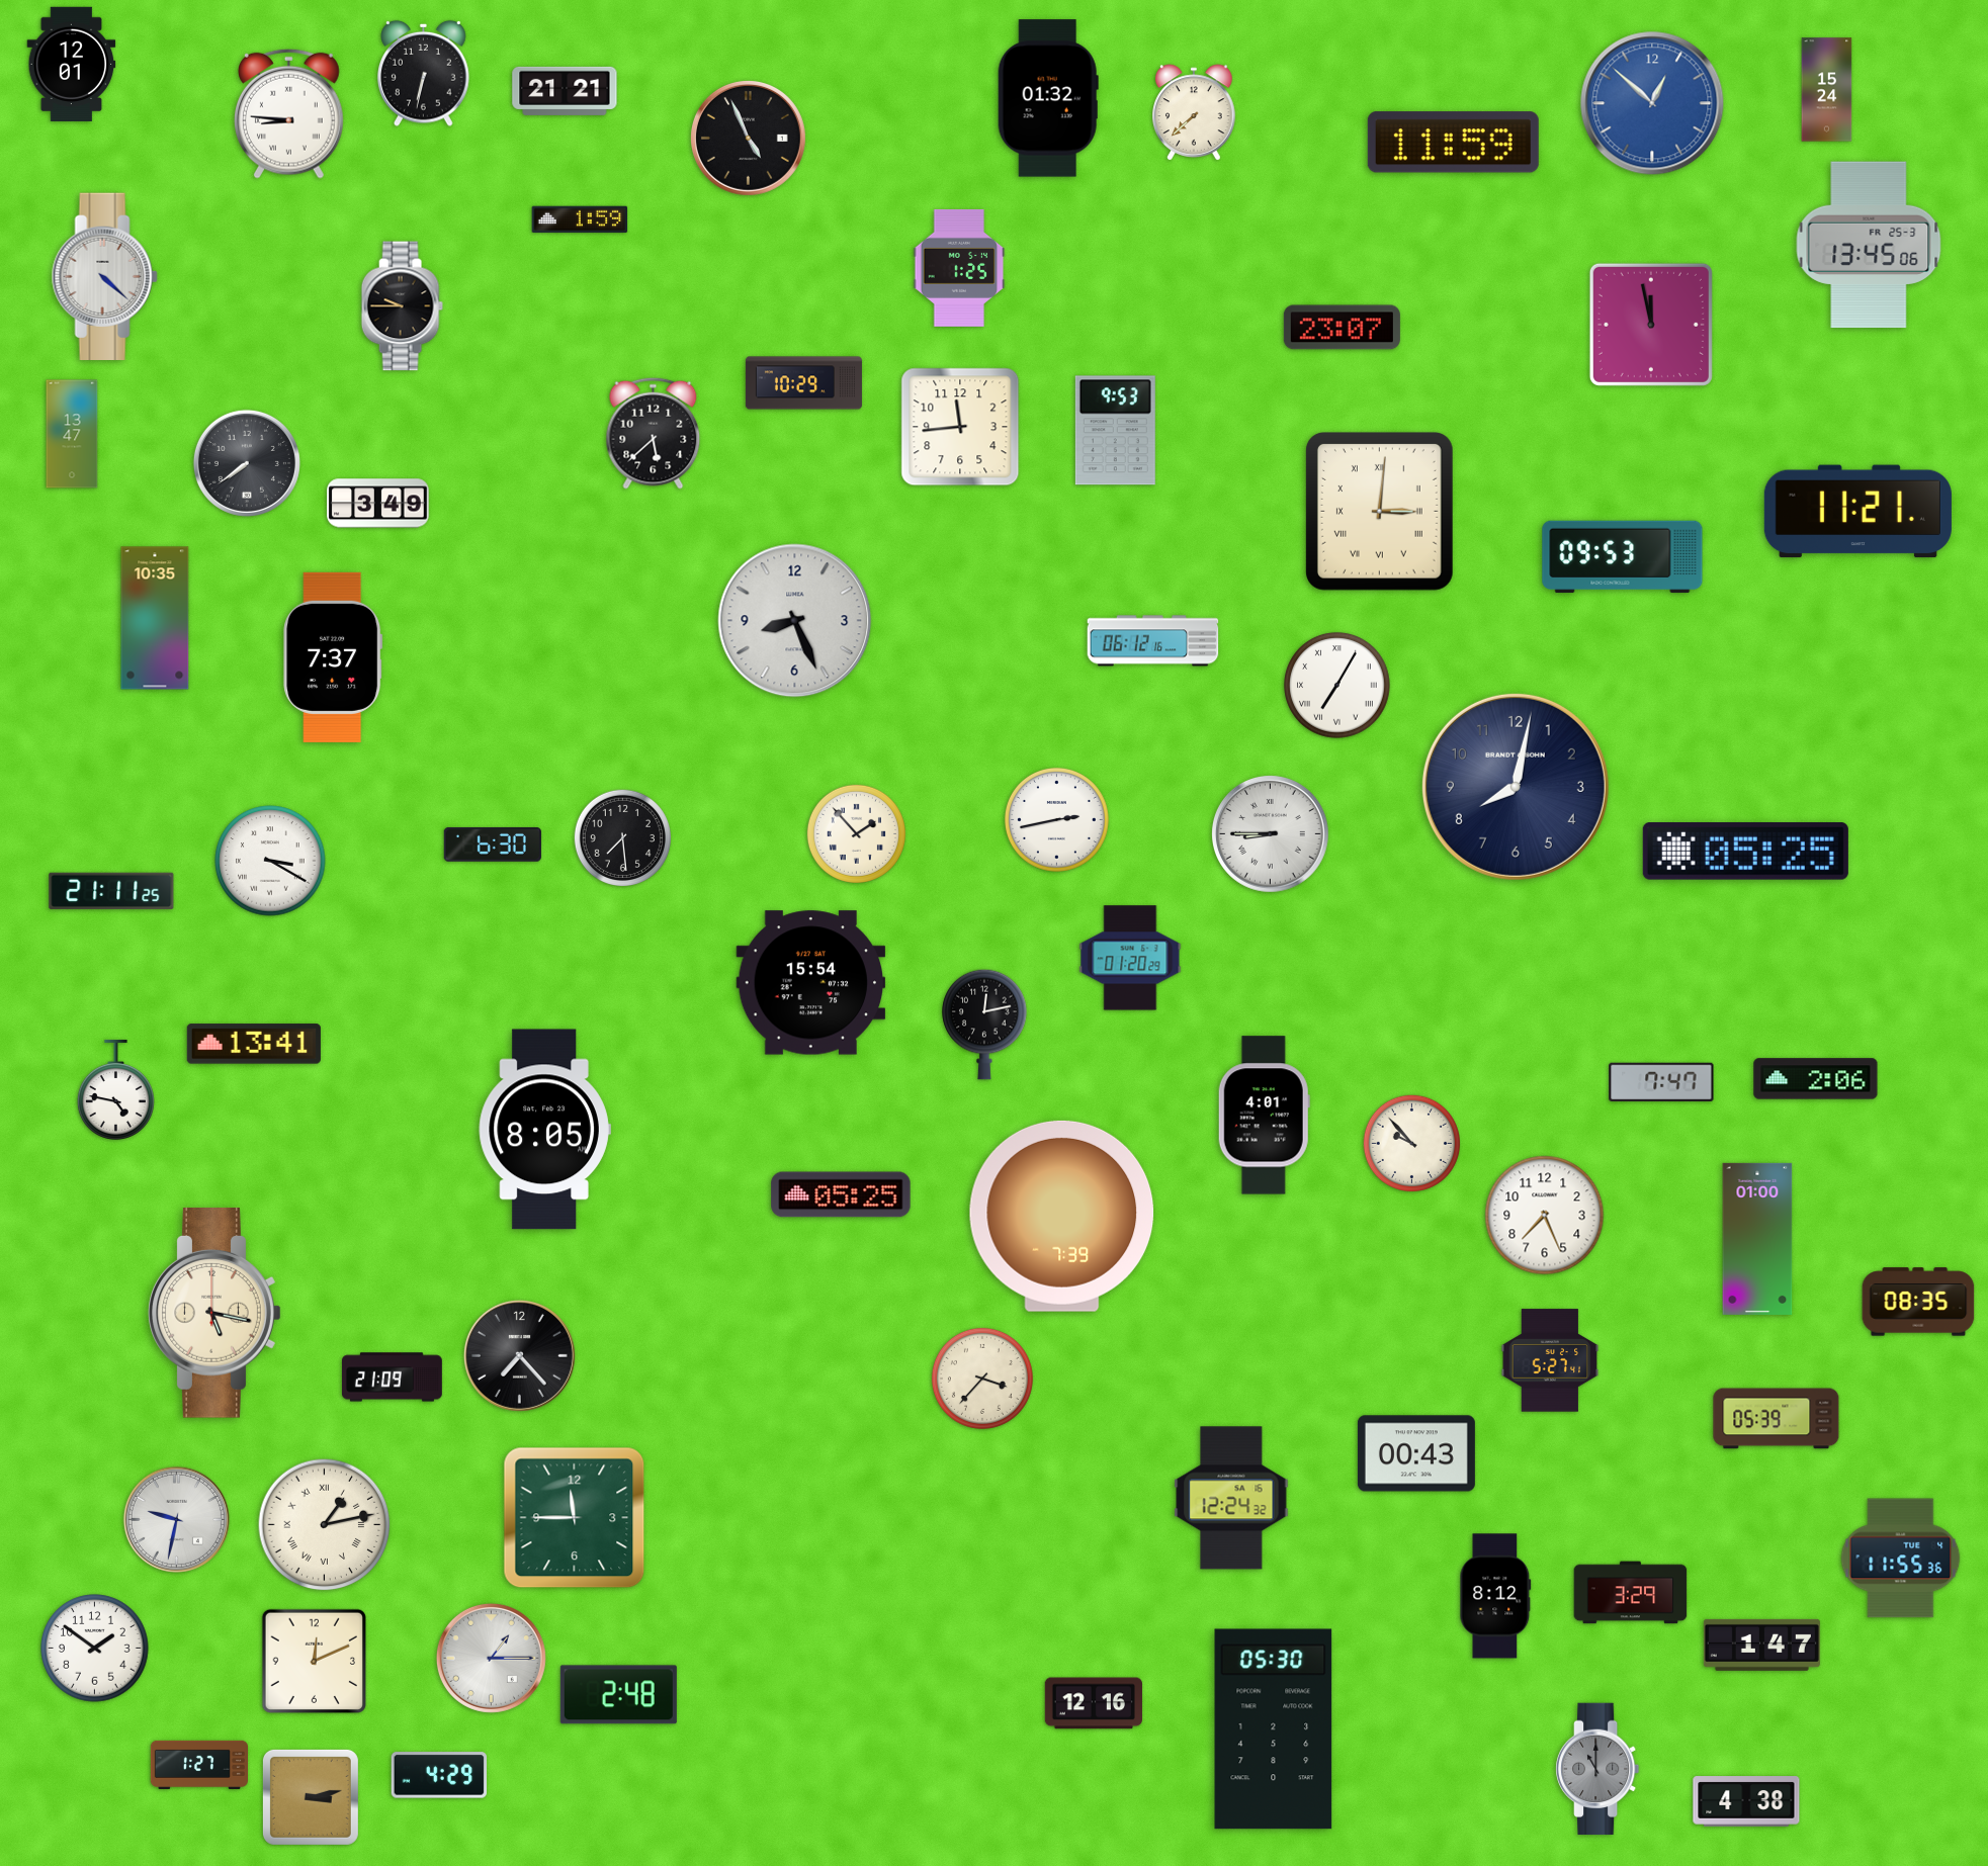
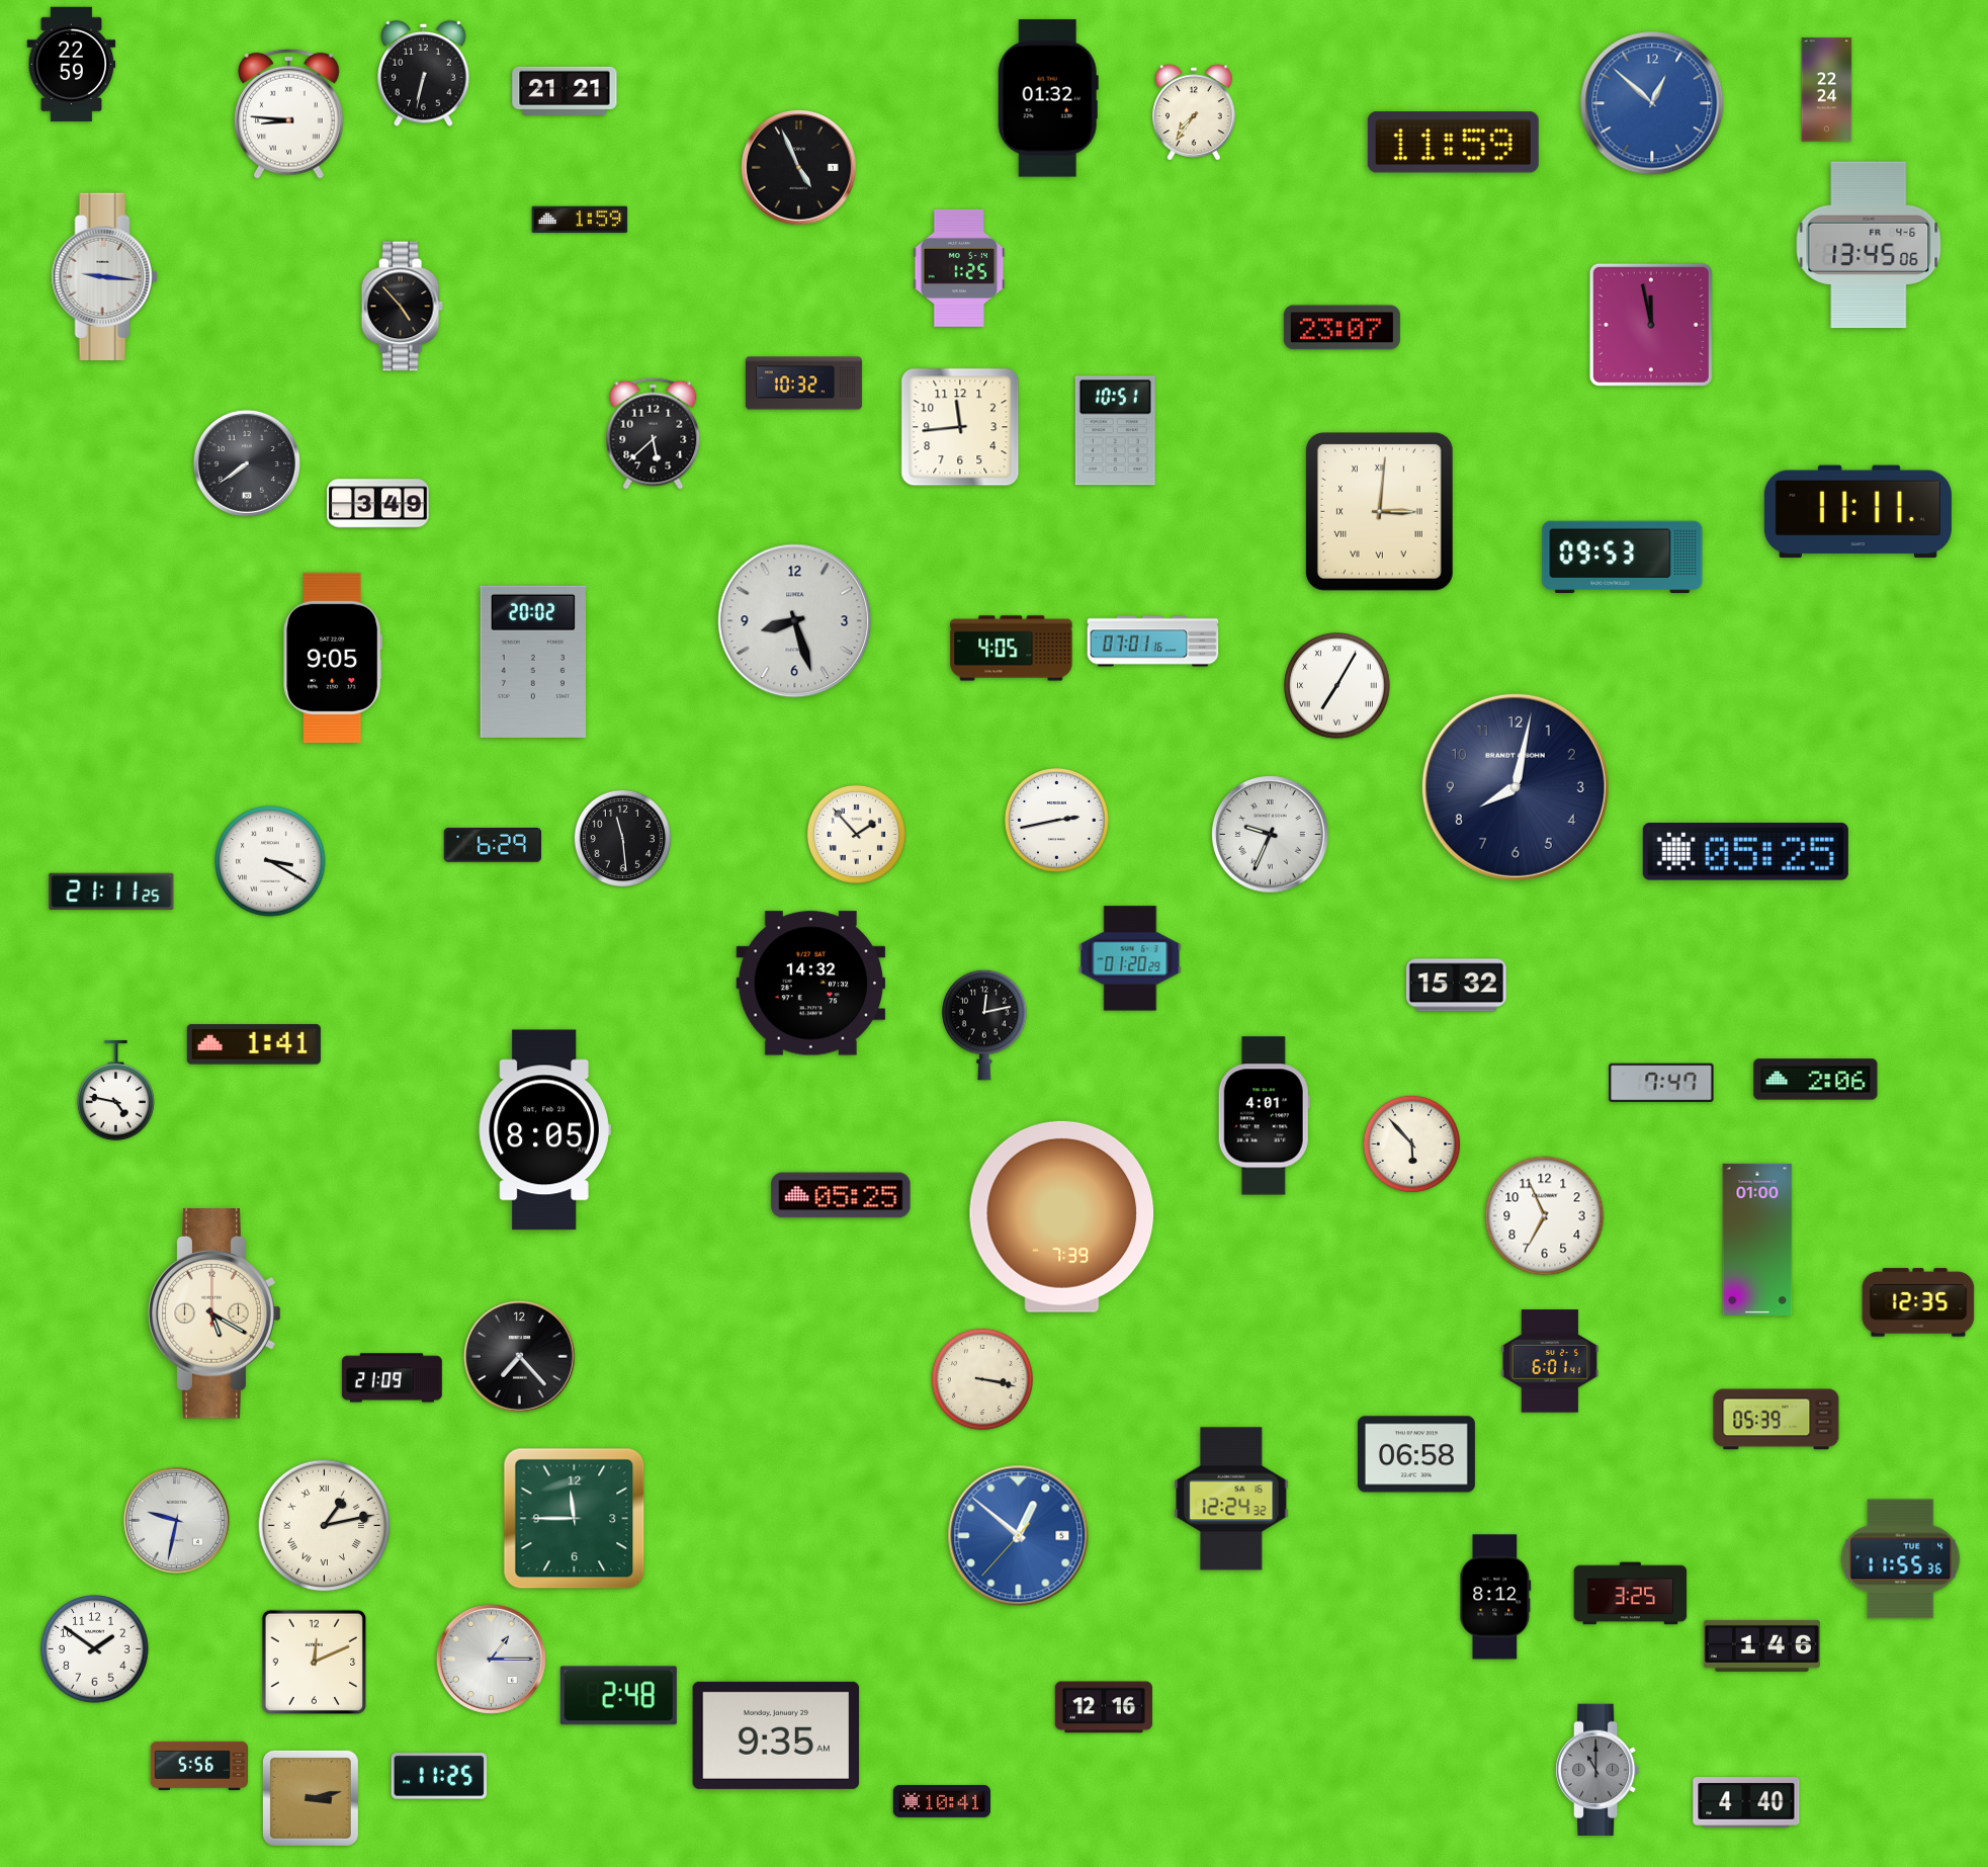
clock at (72, 64): 12:01 -> 22:59
clock at (1827, 90): 15:24 -> 22:24
clock at (1194, 112): 7:38 -> 7:36
clock at (748, 138) position: (748, 138) -> (798, 167)
clock at (1869, 245) date: FR 25-3 -> FR 4-6
clock at (104, 277): 4:22 -> 9:16
clock at (402, 306): 9:45 -> 4:53
clock at (803, 383): 10:29 -> 10:32
clock at (1115, 431): 9:53 -> 10:51
clock at (72, 434): 13:47 -> none
clock at (1857, 512): 11:21 -> 11:11
clock at (155, 618): 10:35 -> none
clock at (795, 621): 8:26 -> 8:27
clock at (1153, 641): 06:12 -> 07:01
clock at (1012, 649): none -> 4:05
clock at (333, 657): 7:37 -> 9:05
clock at (533, 662): none -> 20:02
clock at (1271, 833): 8:45 -> 9:34
clock at (622, 837): 7:29 -> 11:29
clock at (493, 845): 6:30 -> 6:29
clock at (811, 983): 15:54 -> 14:32
clock at (1456, 986): none -> 15:32
clock at (254, 1044): 13:41 -> 1:41
clock at (1411, 1143): 9:53 -> 5:53
clock at (1545, 1216): 7:26 -> 6:56
clock at (1918, 1302): 08:35 -> 12:35
clock at (214, 1314): 5:17 -> 5:20
clock at (1550, 1360): 5:27 -> 6:01
clock at (982, 1379): 3:37 -> 3:17
clock at (1416, 1453): 00:43 -> 06:58
clock at (1019, 1536): none -> 12:51
clock at (1631, 1593): 3:29 -> 3:25
clock at (1761, 1645): 1:47 -> 1:46
clock at (1094, 1703) position: (1094, 1703) -> (1104, 1707)
clock at (1274, 1729): 05:30 -> none
clock at (776, 1735): none -> 9:35
clock at (198, 1765): 1:27 -> 5:56
clock at (439, 1775): 4:29 -> 11:25
clock at (942, 1801): none -> 10:41
clock at (1746, 1801): 4:38 -> 4:40
